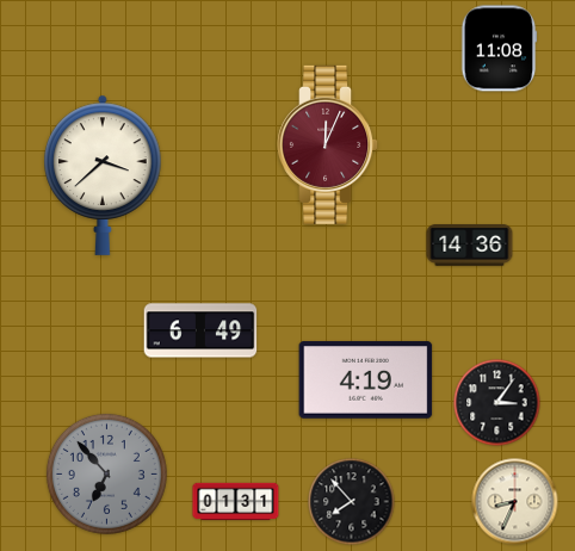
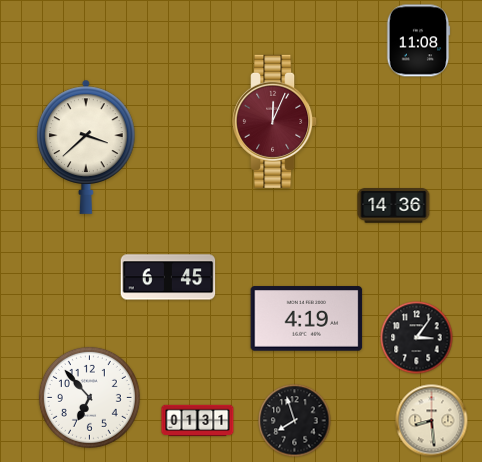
clock at (200, 330): 6:49 -> 6:45
clock at (106, 473) dial: grey -> white
clock at (352, 502): 7:53 -> 7:57
clock at (515, 502): 8:34 -> 8:29
